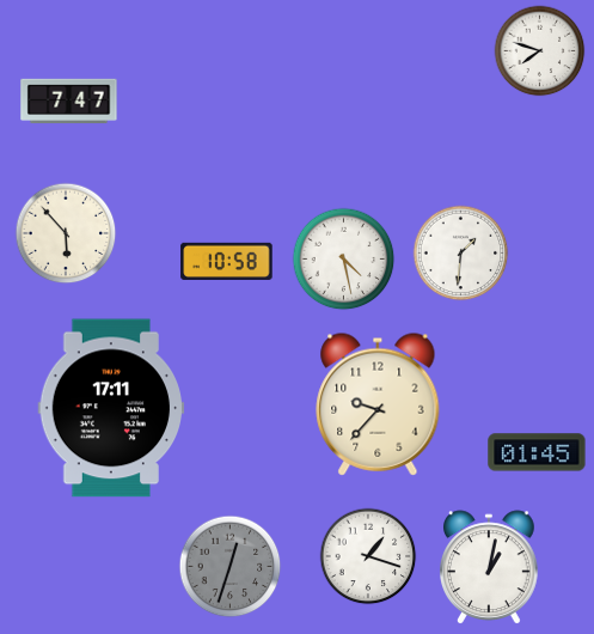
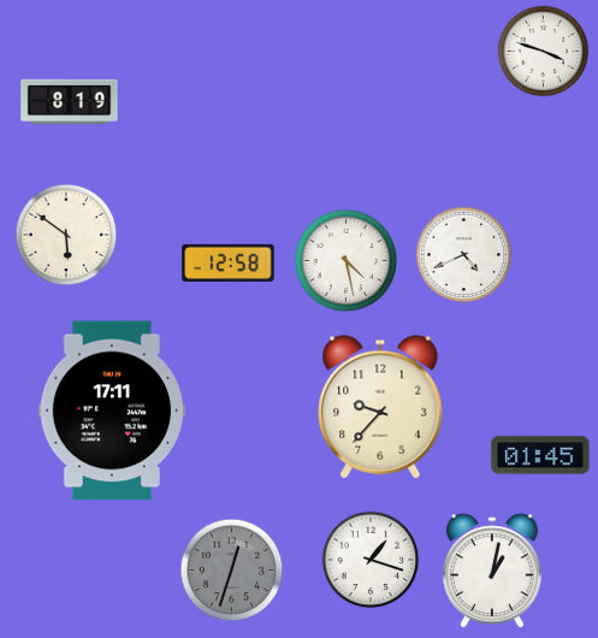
clock at (540, 51): 7:48 -> 3:48
clock at (69, 102): 7:47 -> 8:19
clock at (66, 233): 5:53 -> 5:51
clock at (461, 254): 1:31 -> 4:41
clock at (227, 261): 10:58 -> 12:58
